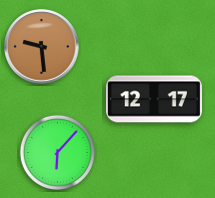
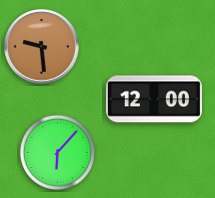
clock at (154, 99): 12:17 -> 12:00
